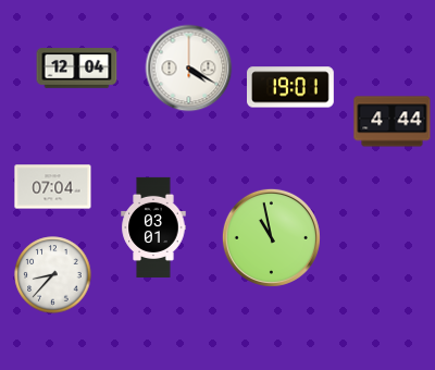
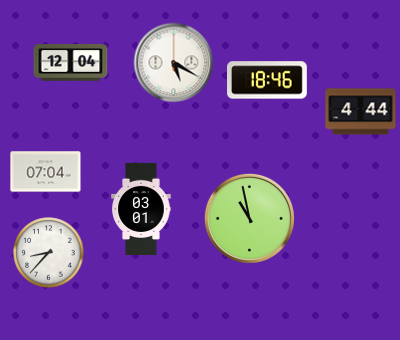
clock at (189, 69): 4:20 -> 5:20
clock at (291, 87): 19:01 -> 18:46
clock at (53, 187) position: (53, 187) -> (46, 172)
